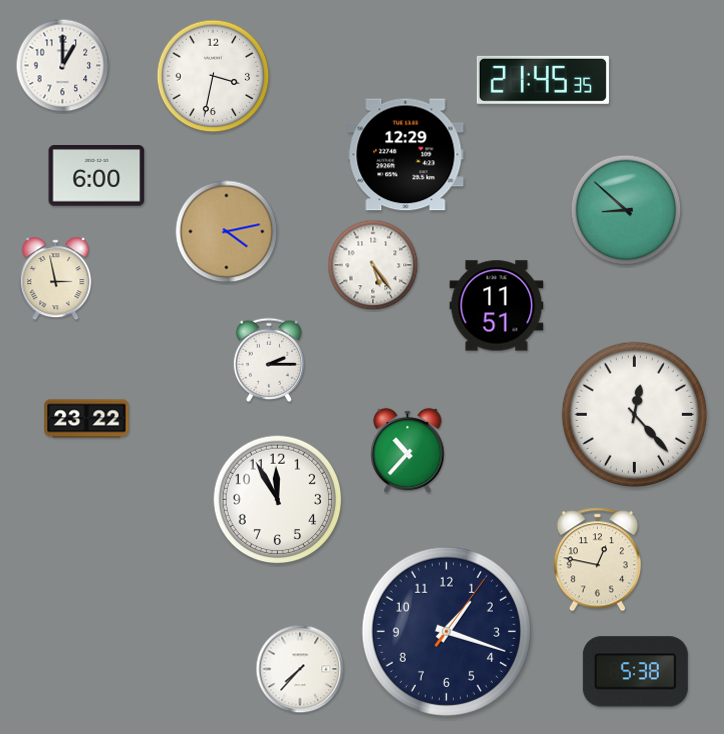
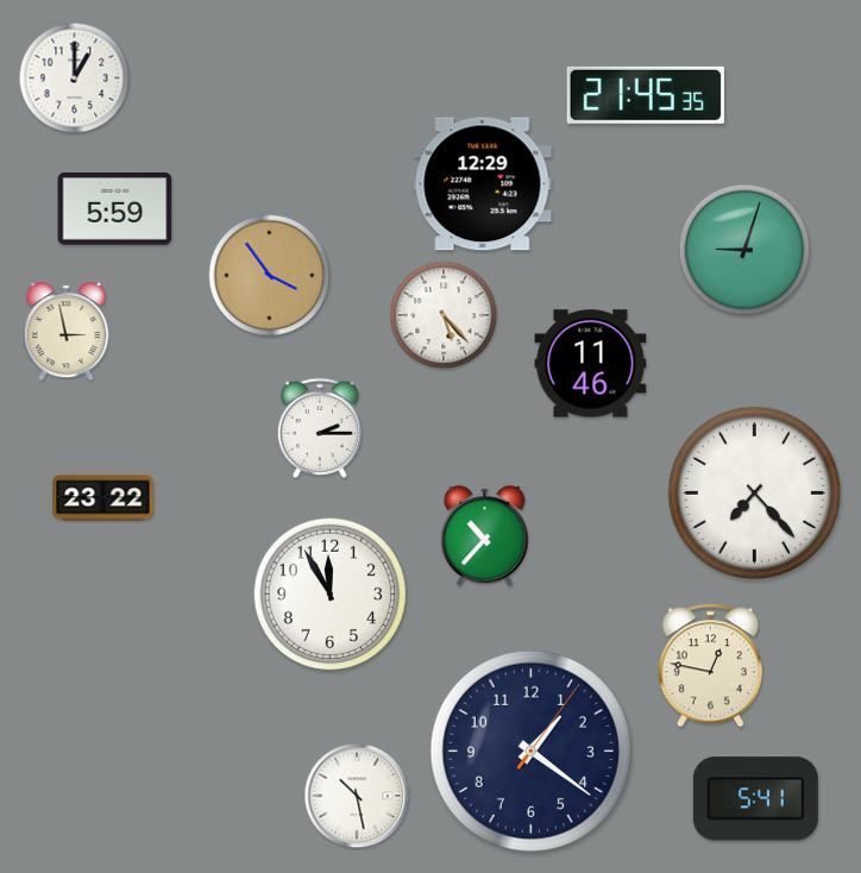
clock at (213, 76): 3:32 -> none
clock at (97, 176): 6:00 -> 5:59
clock at (626, 210): 8:52 -> 9:03
clock at (227, 232): 4:13 -> 3:54
clock at (373, 265): 5:24 -> 5:23
clock at (497, 306): 11:51 -> 11:46
clock at (634, 414): 12:23 -> 7:23
clock at (446, 631): 1:18 -> 1:21
clock at (300, 669): 7:37 -> 10:28
clock at (635, 672): 5:38 -> 5:41
